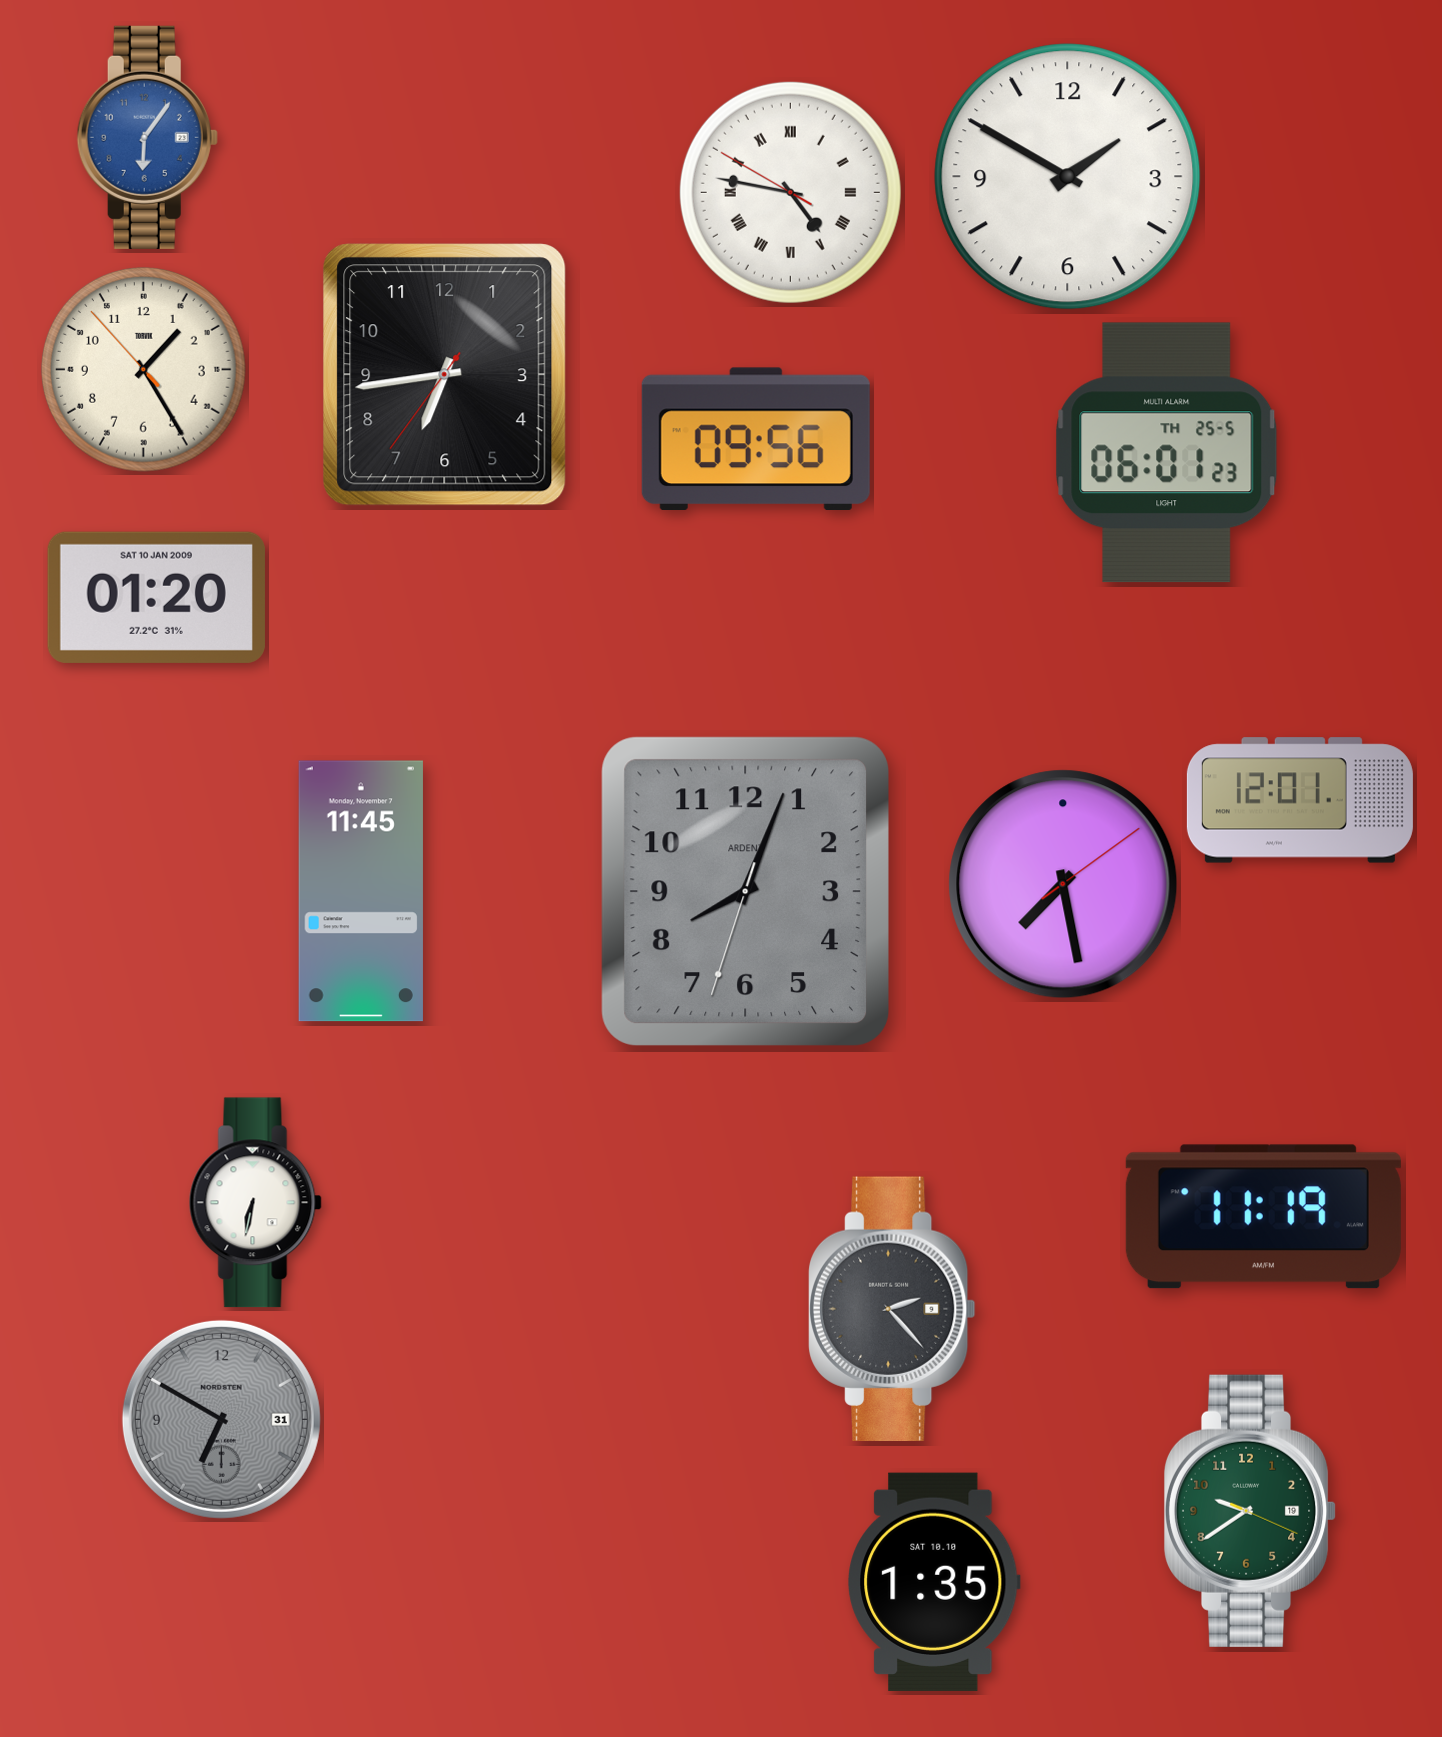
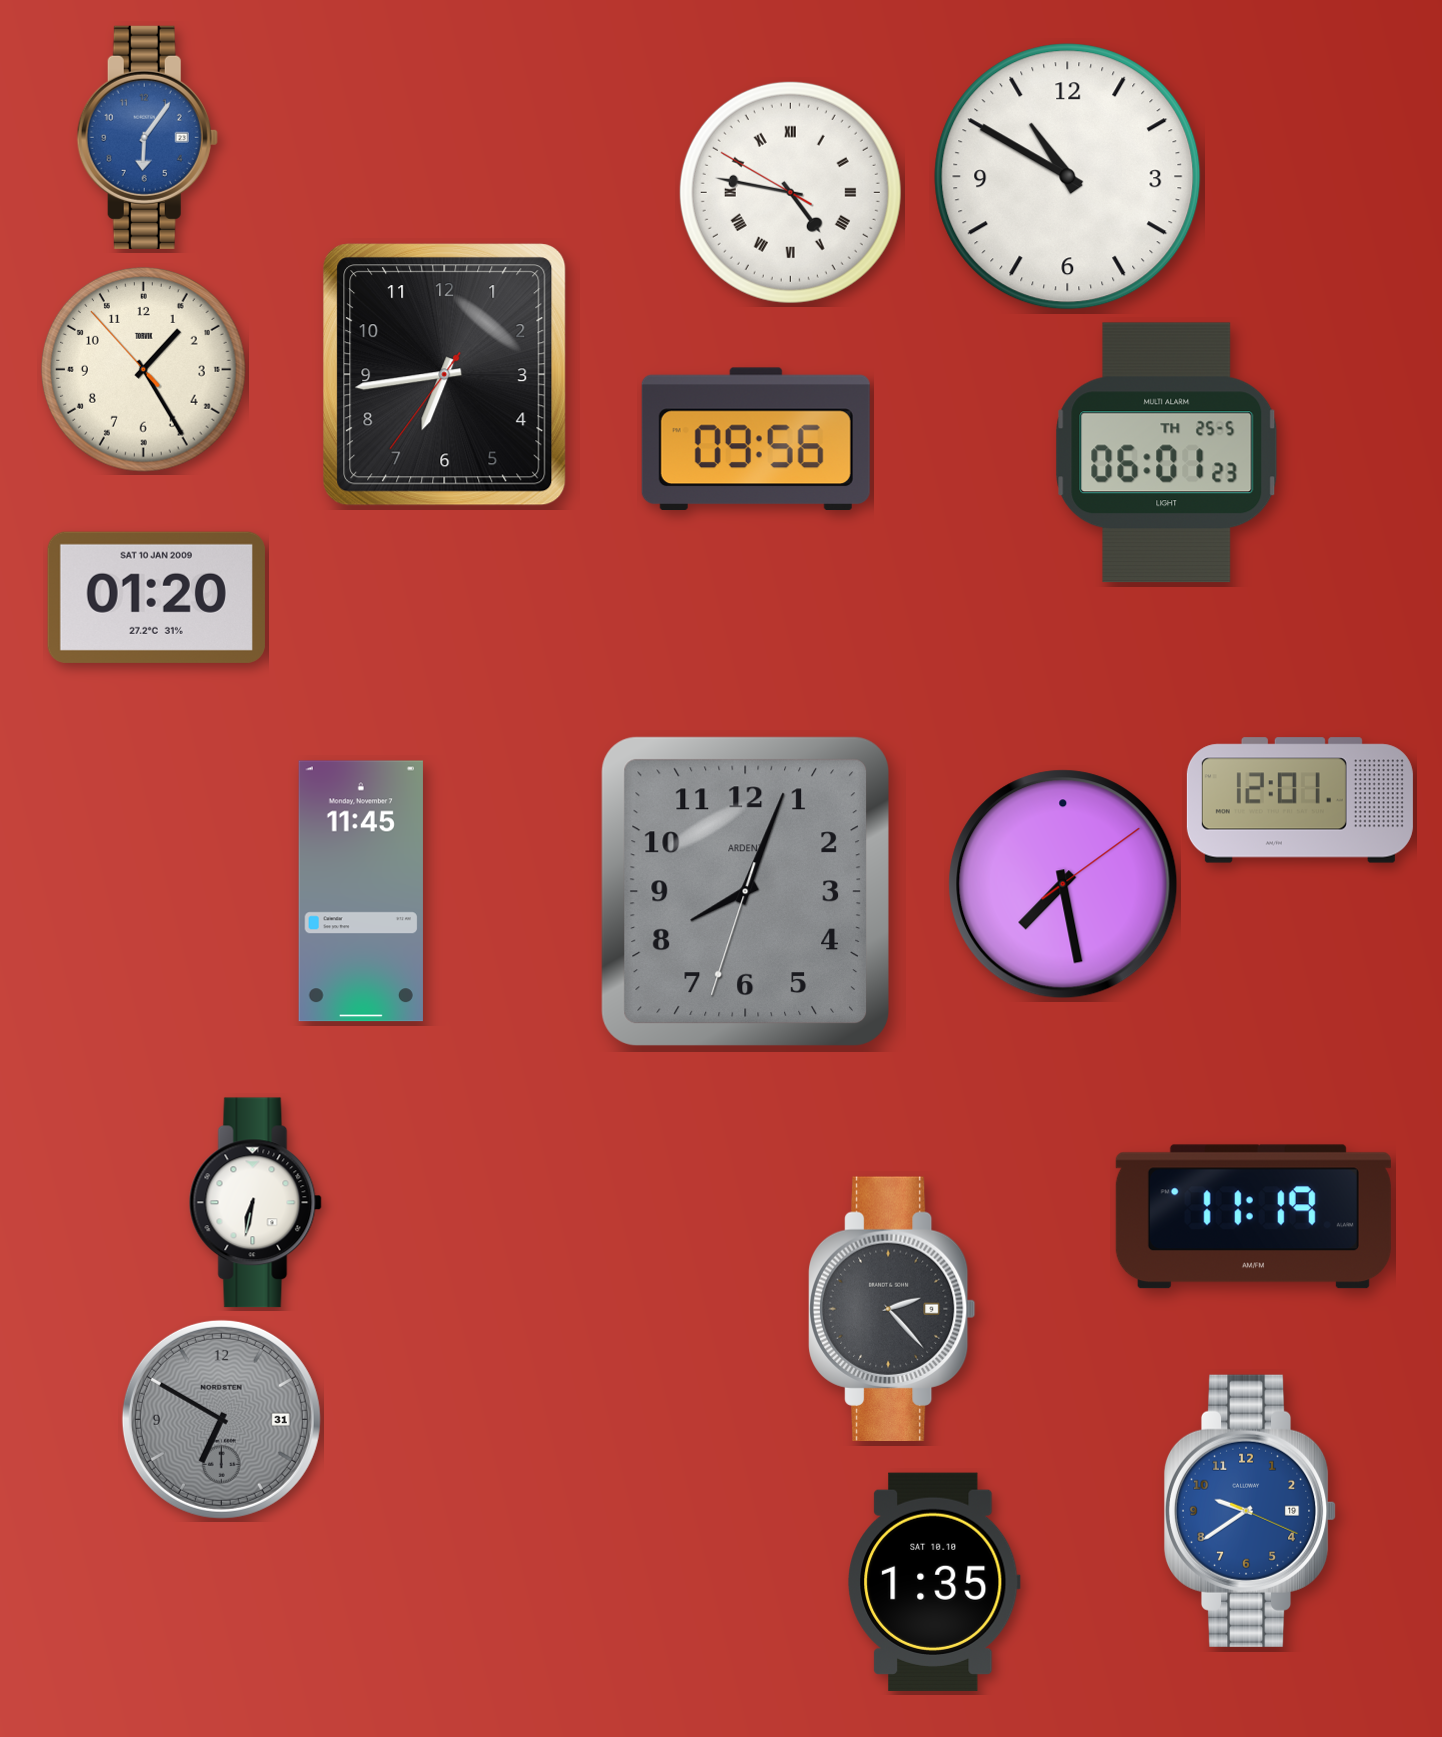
clock at (1068, 177): 1:50 -> 10:50
clock at (1263, 1217) position: (1263, 1217) -> (1253, 1217)
clock at (1250, 1511) dial: green -> blue
